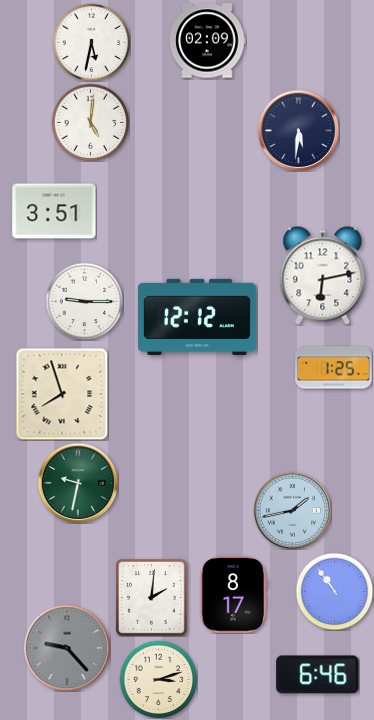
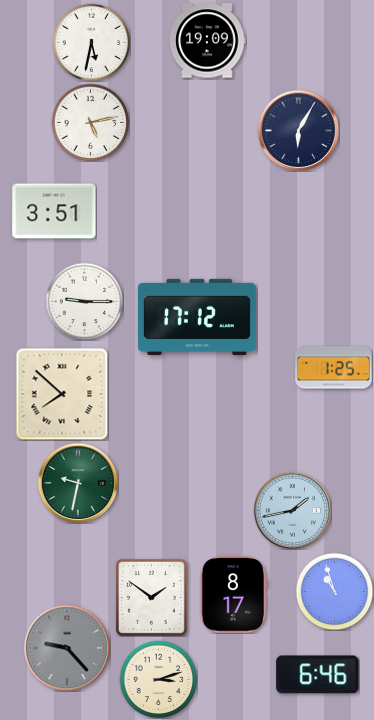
clock at (208, 41): 02:09 -> 19:09
clock at (90, 122): 5:01 -> 5:13
clock at (298, 130): 5:31 -> 6:05
clock at (323, 276): 6:13 -> none
clock at (197, 317): 12:12 -> 17:12
clock at (62, 394): 7:57 -> 7:52
clock at (334, 591): 10:54 -> 10:57
clock at (151, 598): 2:01 -> 1:51
